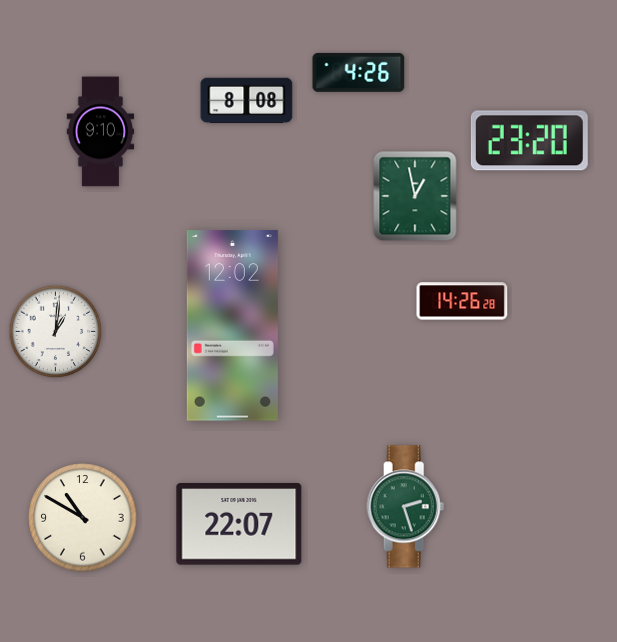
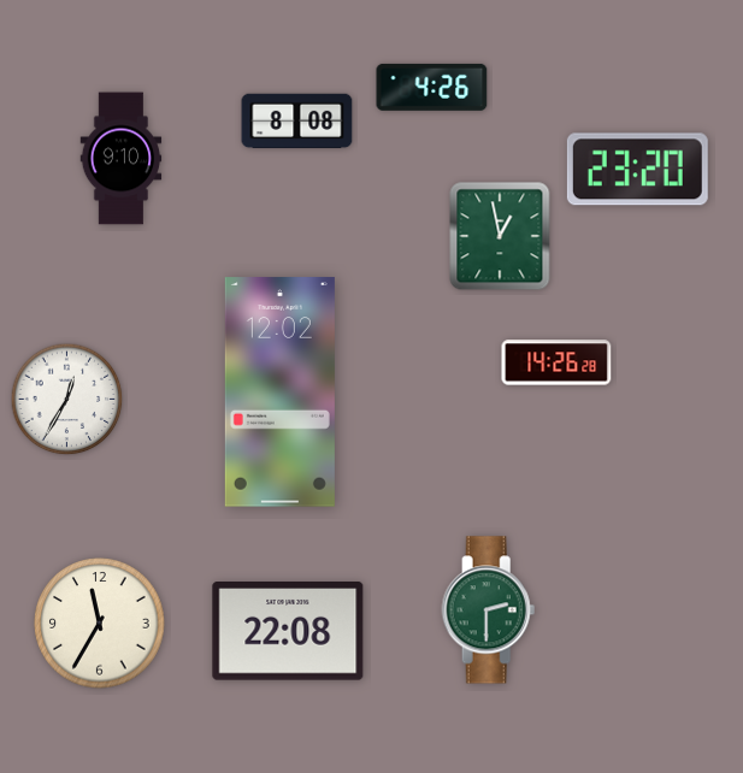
clock at (56, 332): 1:01 -> 12:35
clock at (406, 507): 2:27 -> 2:30
clock at (83, 518): 10:50 -> 11:35
clock at (239, 524): 22:07 -> 22:08
